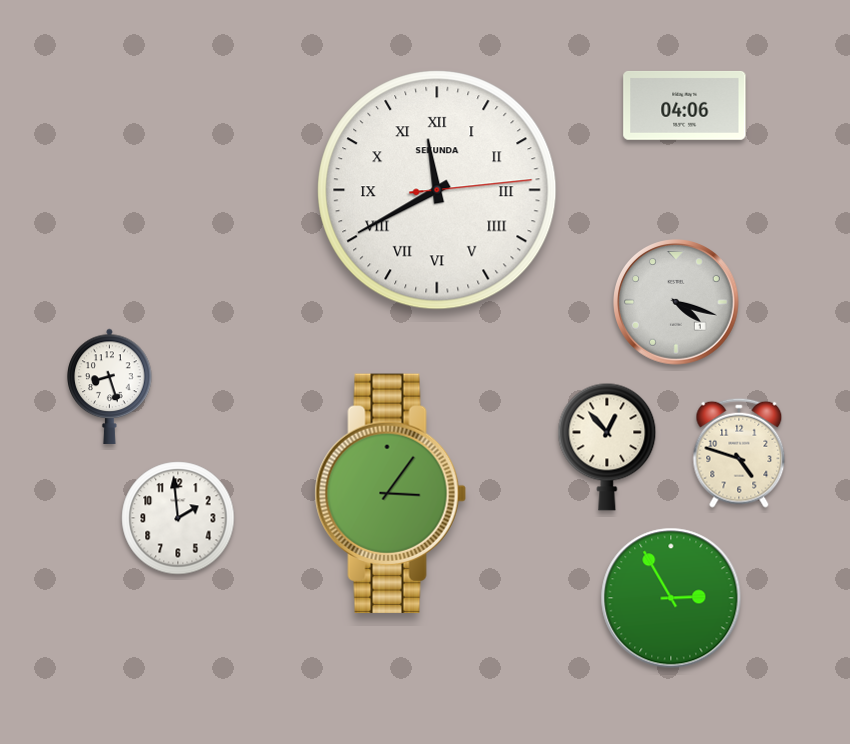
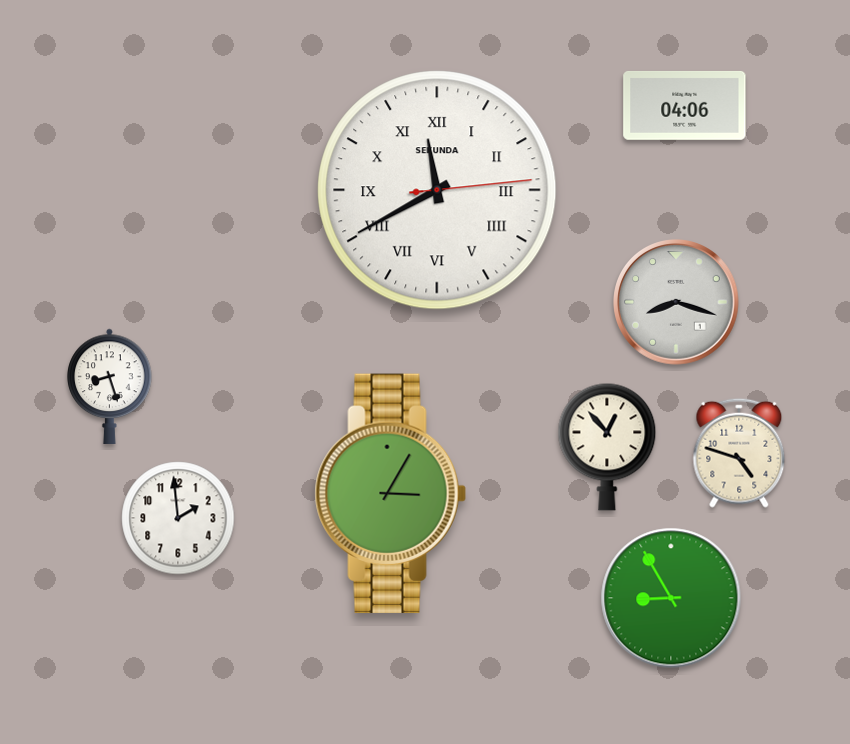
clock at (677, 303): 4:18 -> 8:18
clock at (390, 493): 3:06 -> 3:05
clock at (671, 598): 2:55 -> 8:55
